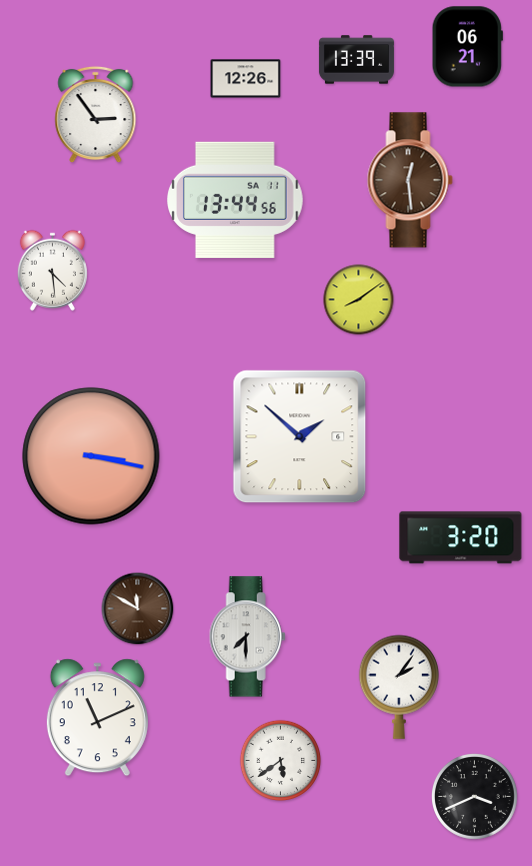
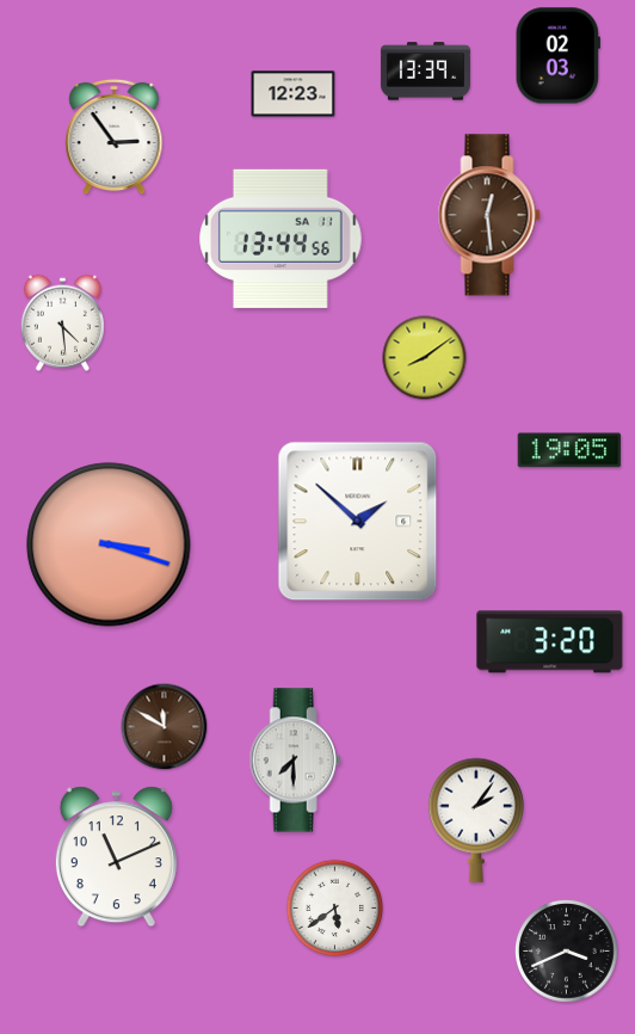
clock at (467, 47): 06:21 -> 02:03
clock at (246, 79): 12:26 -> 12:23
clock at (359, 300) position: (359, 300) -> (425, 358)
clock at (569, 450): none -> 19:05
clock at (91, 456): 3:17 -> 3:18
